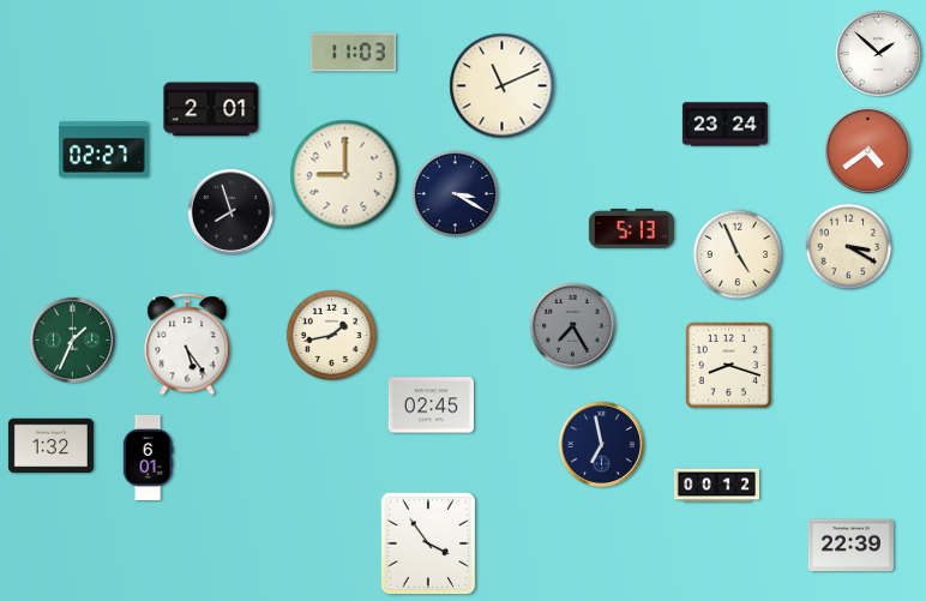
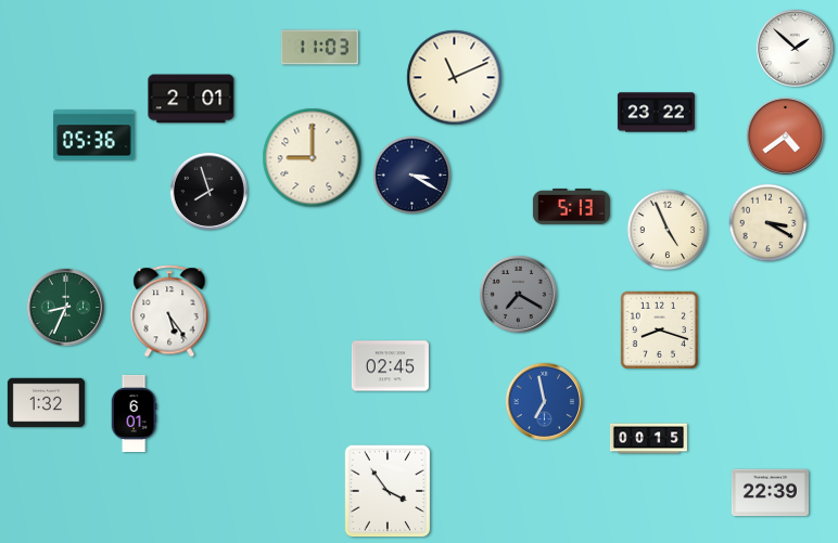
clock at (724, 125): 23:24 -> 23:22
clock at (104, 150): 02:27 -> 05:36
clock at (572, 325): 7:25 -> 7:20
clock at (332, 336): 1:43 -> none
clock at (72, 339): 1:34 -> 8:34
clock at (601, 444) dial: navy -> blue
clock at (716, 486): 00:12 -> 00:15
